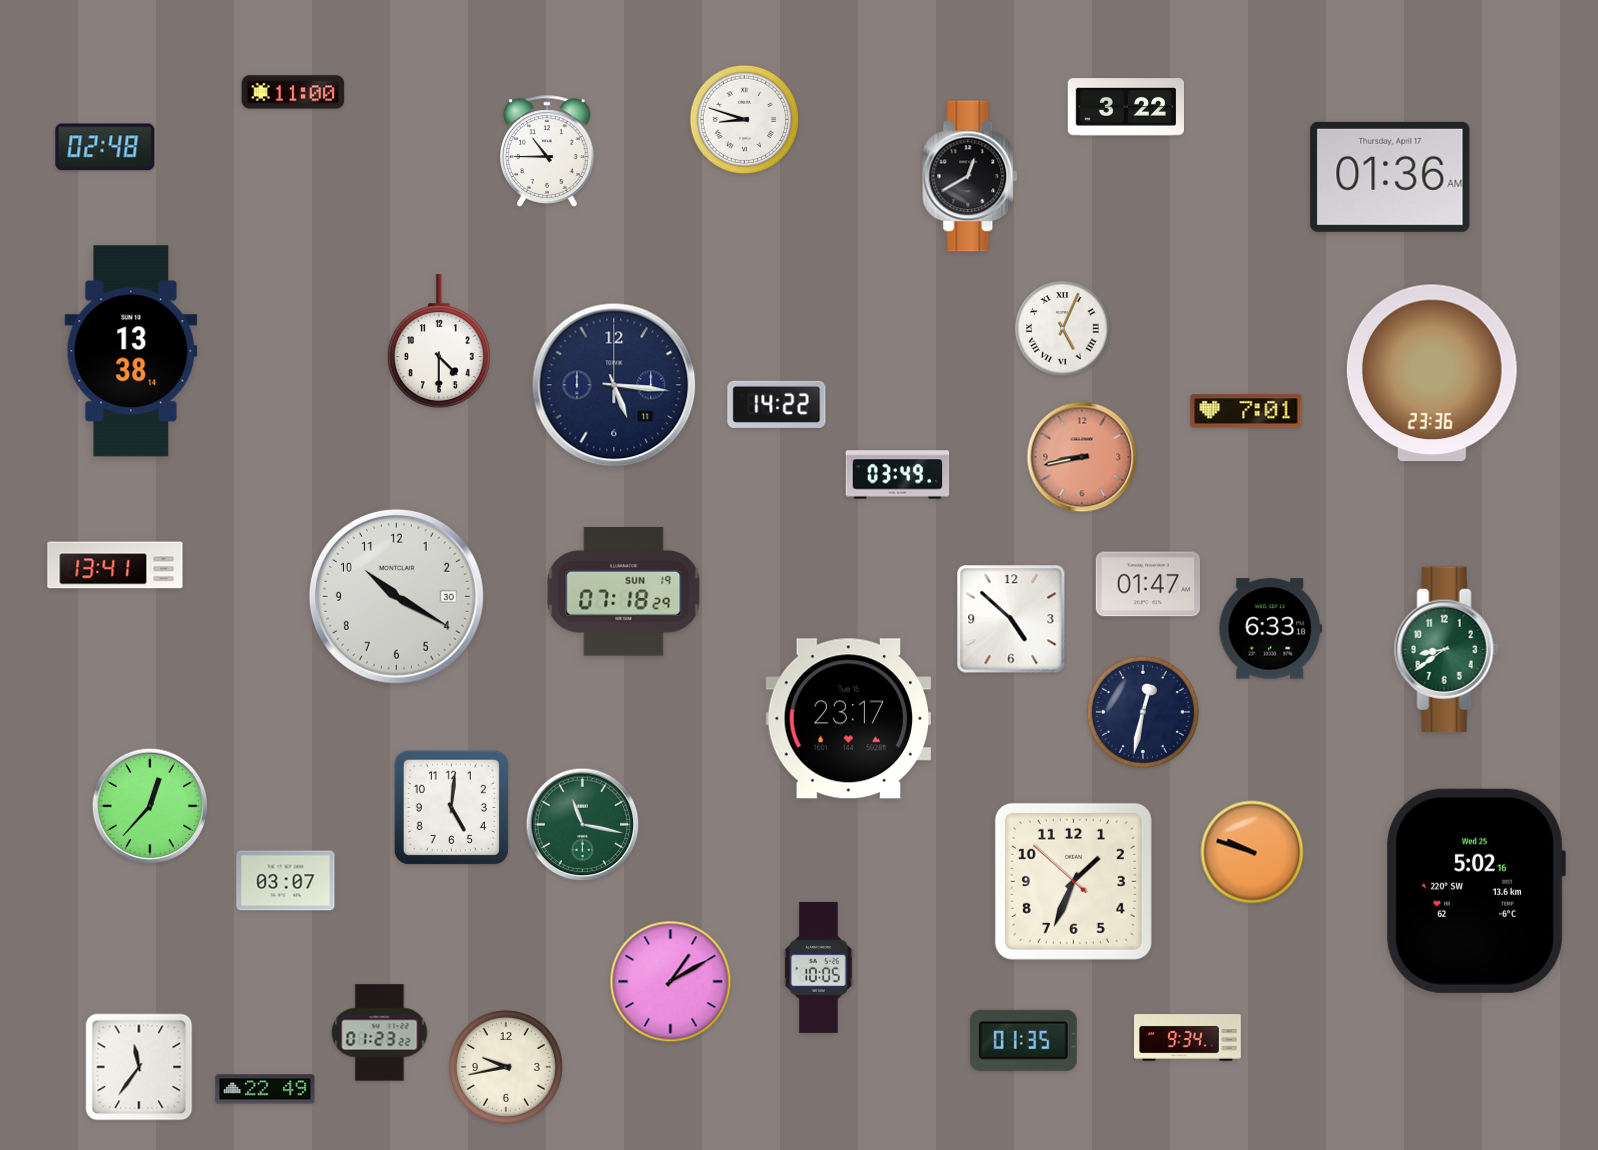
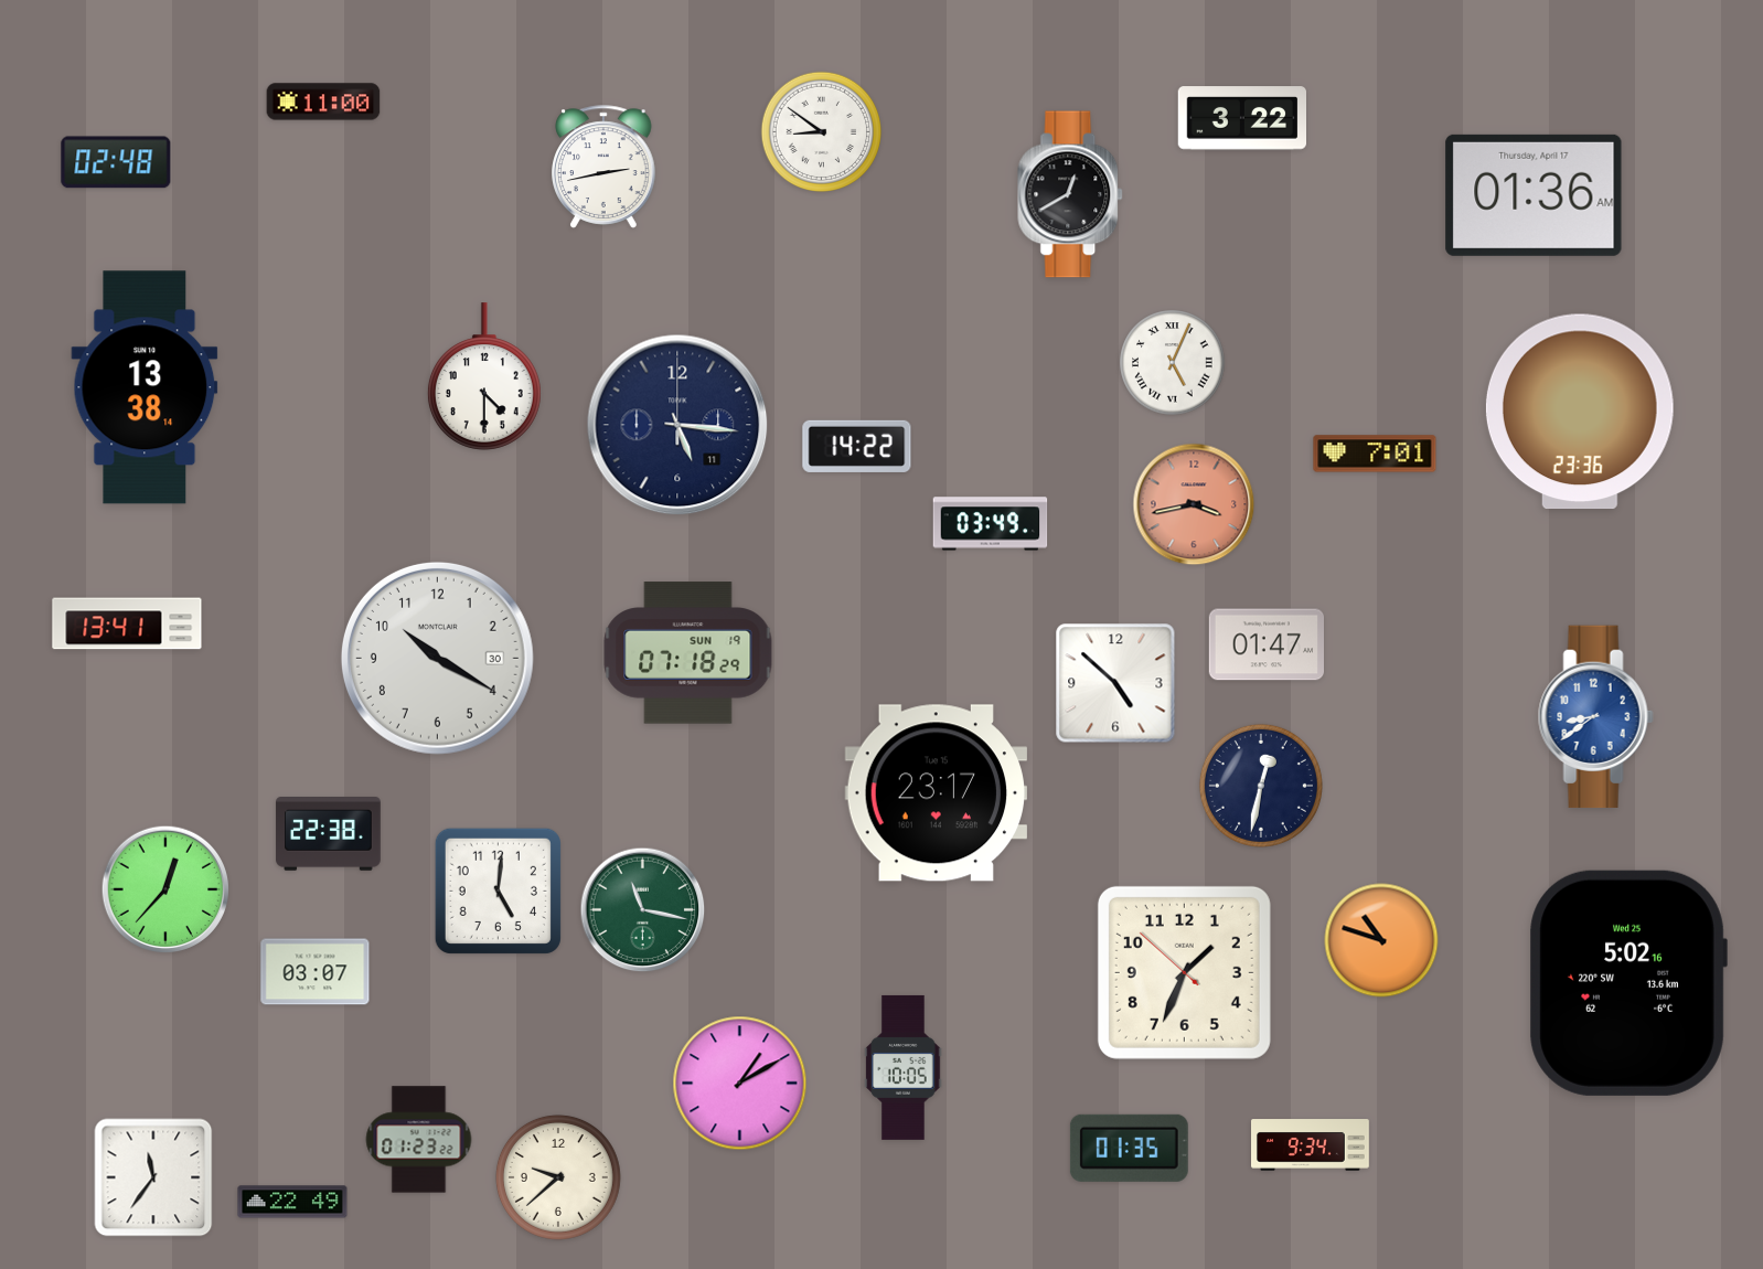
clock at (745, 120): 8:48 -> 8:51
clock at (547, 151): 10:45 -> 2:43
clock at (1082, 457): 8:43 -> 3:43
clock at (1271, 629): 6:33 -> none
clock at (1446, 650) dial: green -> blue
clock at (329, 834): none -> 22:38
clock at (1252, 852): 9:48 -> 10:48
clock at (506, 1067): 9:43 -> 9:38
